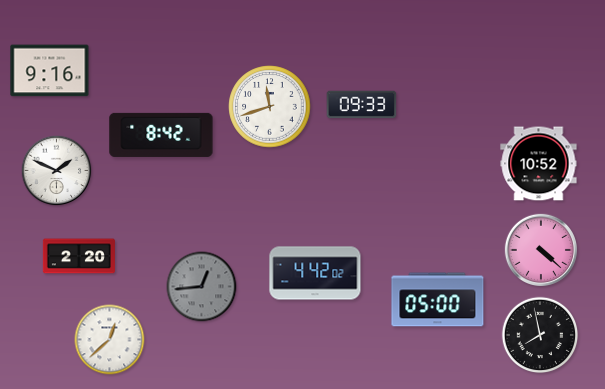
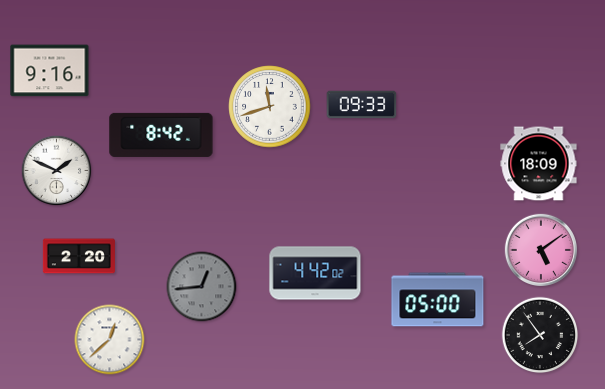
clock at (539, 164): 10:52 -> 18:09
clock at (540, 249): 4:22 -> 5:09
clock at (540, 335): 7:58 -> 7:54
